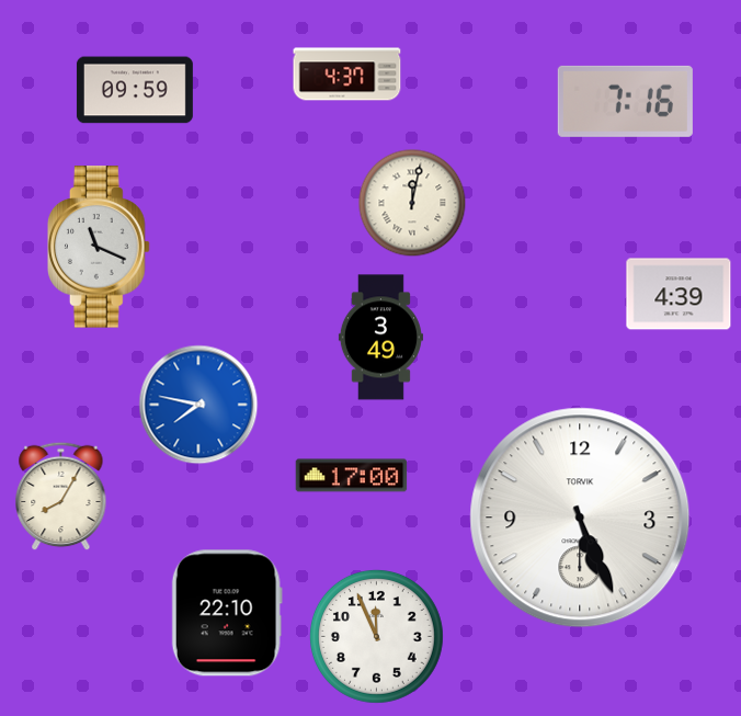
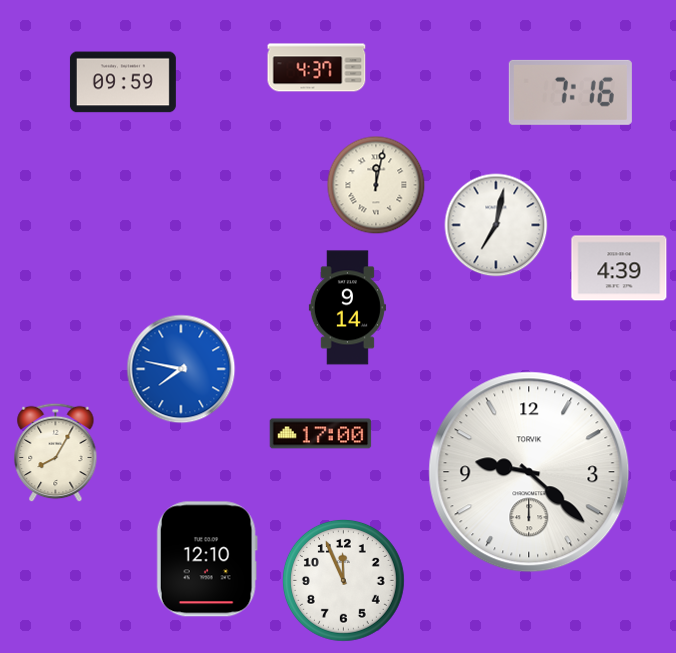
clock at (100, 247): 11:19 -> none
clock at (496, 225): none -> 7:02
clock at (380, 338): 3:49 -> 9:14
clock at (580, 518): 5:26 -> 9:22
clock at (227, 613): 22:10 -> 12:10
